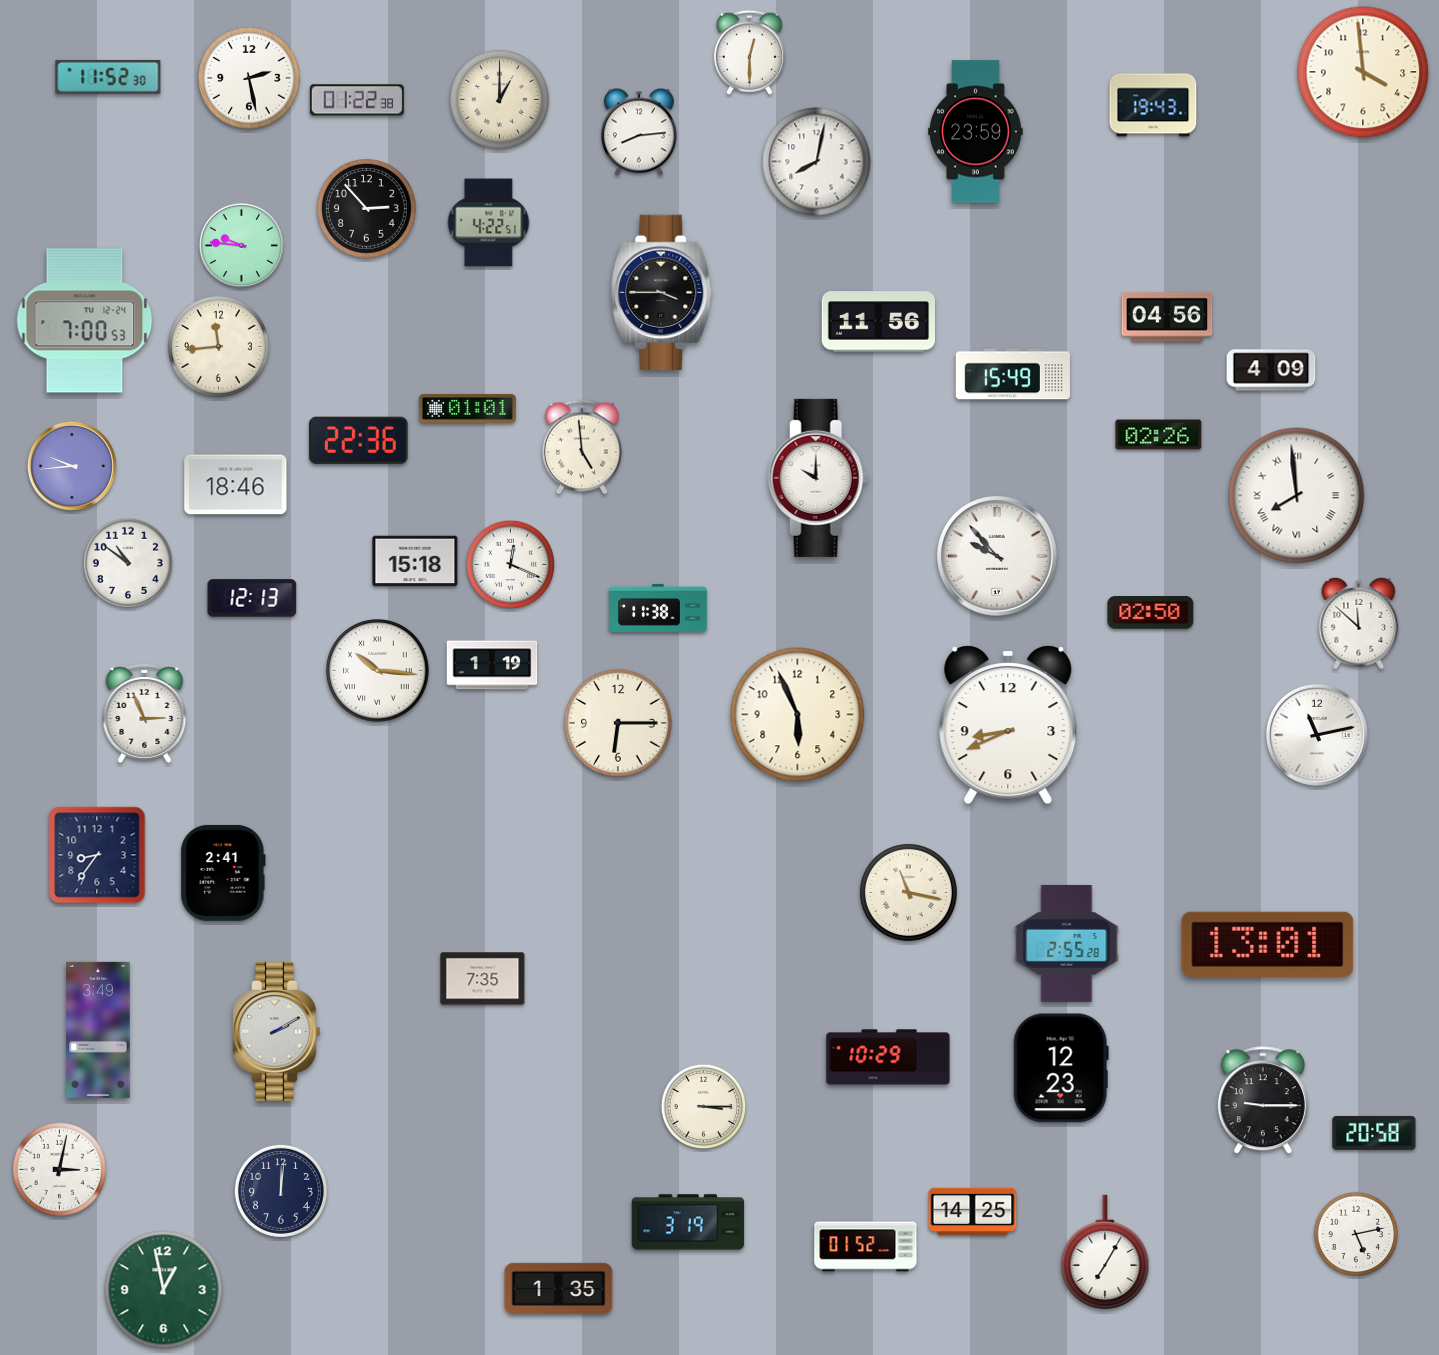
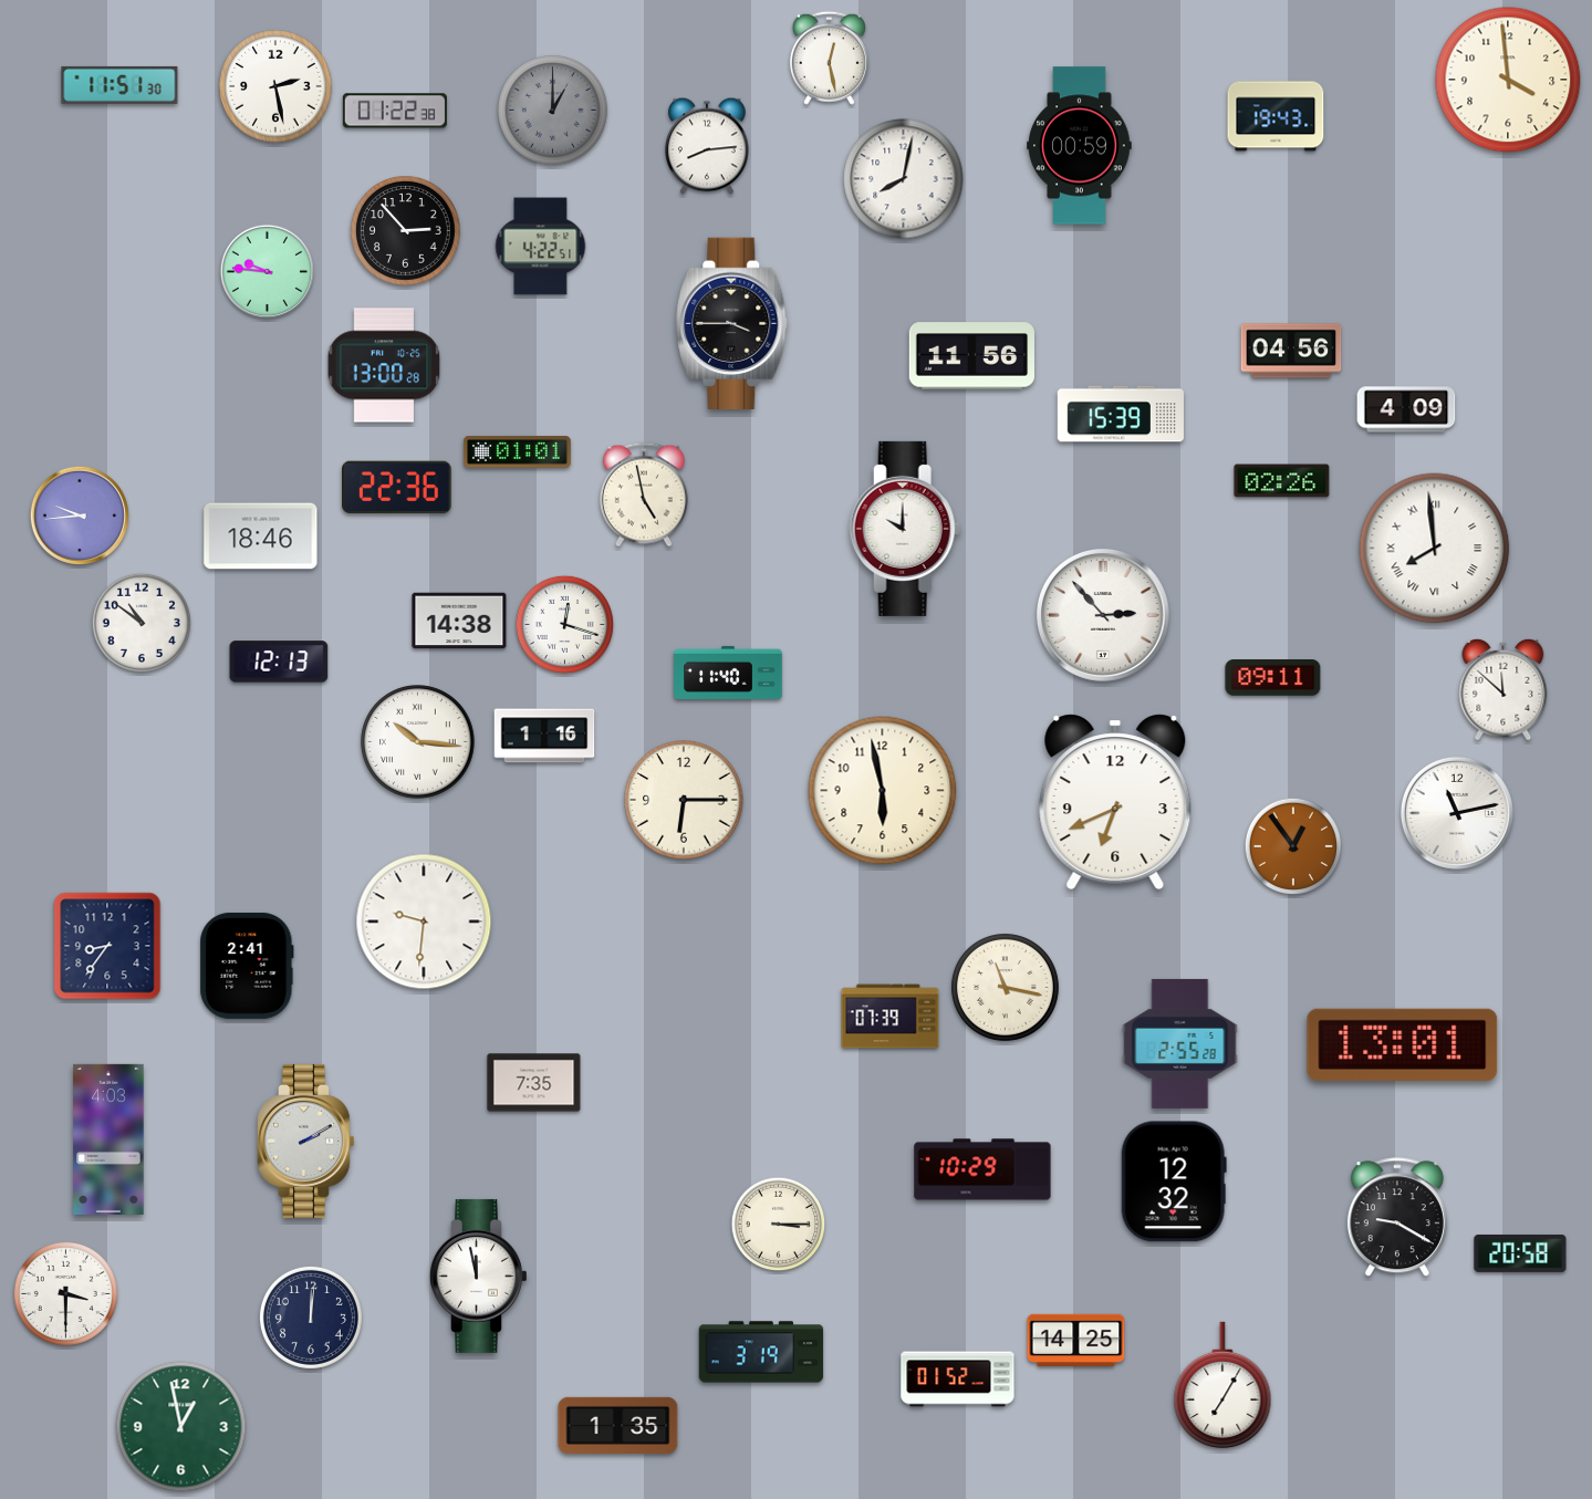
clock at (749, 52): 12:30 -> 12:28
clock at (108, 77): 11:52 -> 11:51
clock at (500, 100) dial: cream -> grey
clock at (976, 132): 23:59 -> 00:59
clock at (85, 321): 7:00 -> none
clock at (384, 365): none -> 13:00
clock at (219, 347): 11:44 -> none
clock at (1013, 374): 15:49 -> 15:39
clock at (582, 447): 4:59 -> 4:58
clock at (997, 556): 9:53 -> 2:53
clock at (415, 561): 15:18 -> 14:38
clock at (510, 564): 12:19 -> 12:18
clock at (658, 608): 11:38 -> 11:40
clock at (1151, 613): 02:50 -> 09:11
clock at (492, 665): 1:19 -> 1:16
clock at (145, 713): 2:56 -> none
clock at (798, 715): 5:56 -> 5:58
clock at (1008, 724): 8:41 -> 6:41
clock at (1292, 845): none -> 12:54
clock at (424, 922): none -> 9:31
clock at (891, 1017): none -> 07:39
clock at (98, 1030): 3:49 -> 4:03
clock at (1061, 1068): 12:23 -> 12:32
clock at (1263, 1101): 9:15 -> 9:20
clock at (479, 1276): none -> 11:58
clock at (59, 1169): 3:02 -> 3:30
clock at (1356, 1234): 5:13 -> none
